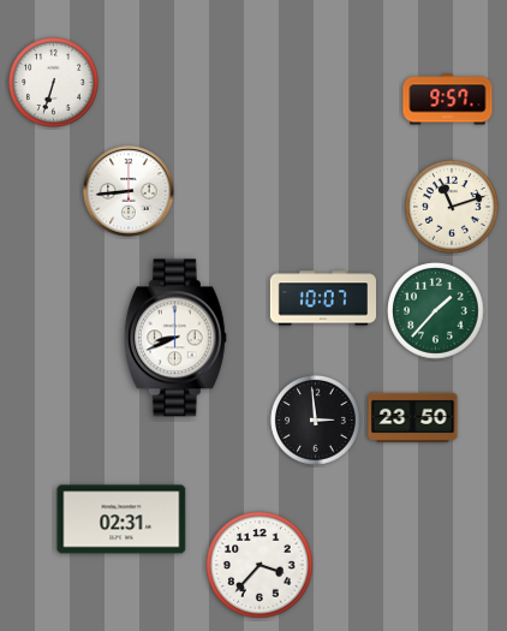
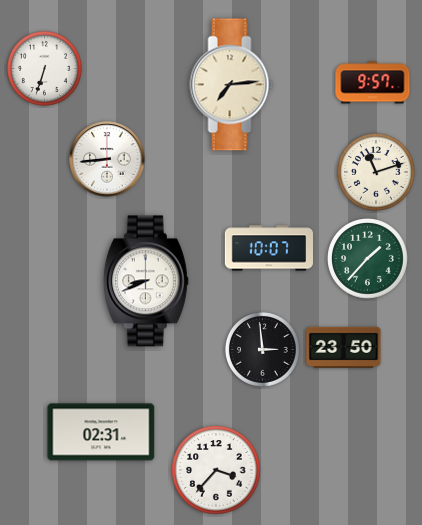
clock at (232, 85): none -> 7:14
clock at (436, 311) position: (436, 311) -> (368, 259)
